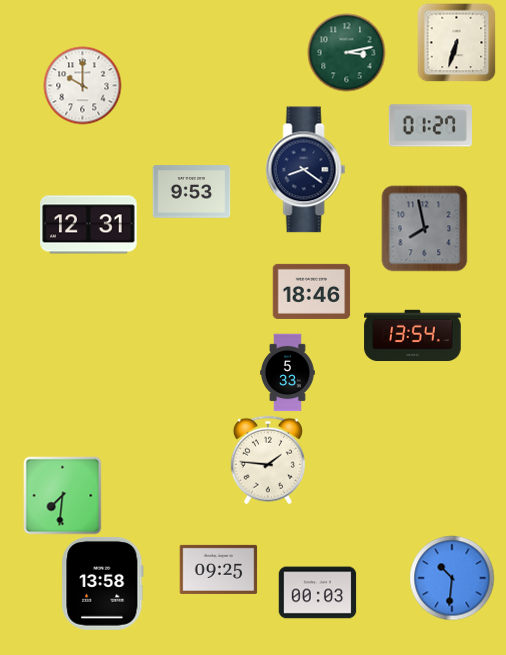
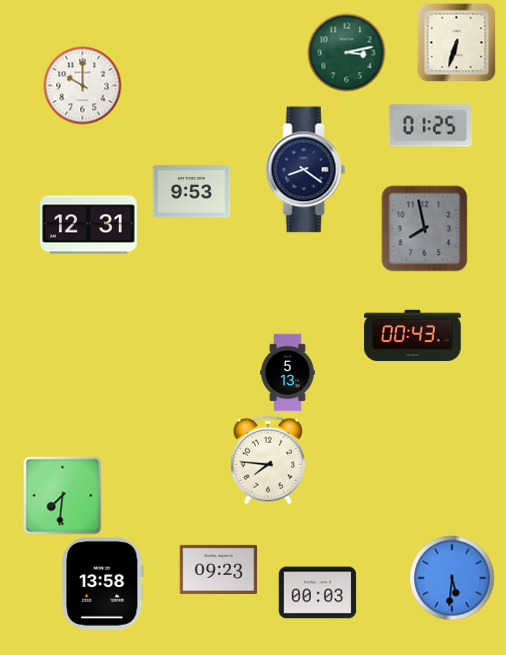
clock at (430, 126): 01:27 -> 01:25
clock at (311, 291): 18:46 -> none
clock at (413, 336): 13:54 -> 00:43
clock at (288, 372): 5:33 -> 5:13
clock at (268, 460): 1:46 -> 7:46
clock at (218, 569): 09:25 -> 09:23
clock at (452, 578): 10:31 -> 5:31
